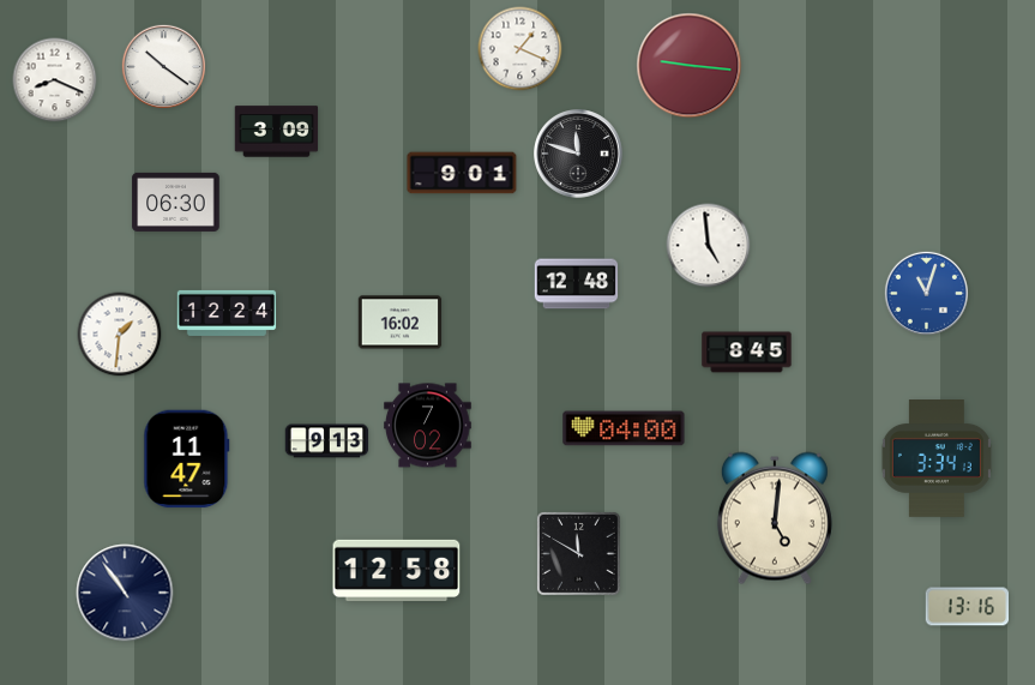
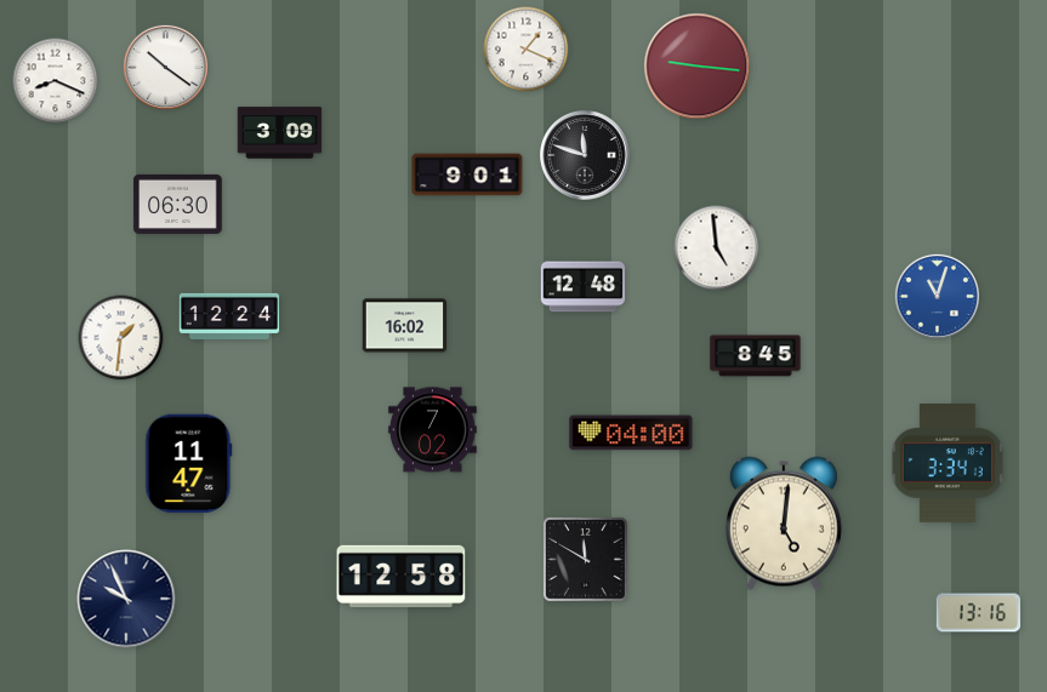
clock at (327, 441): 9:13 -> none
clock at (125, 593): 10:54 -> 9:56
